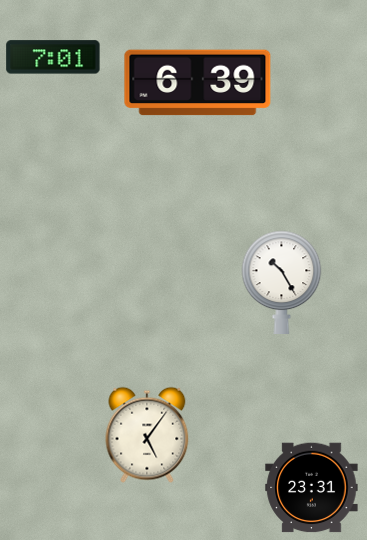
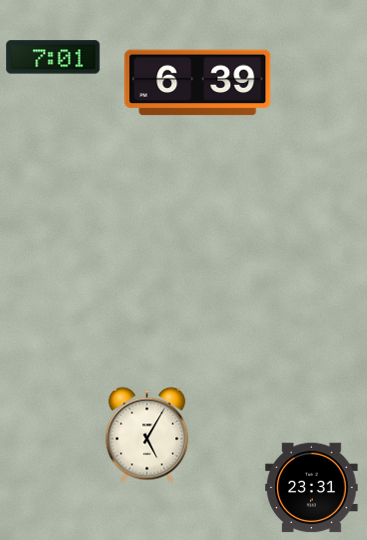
clock at (282, 282): 10:25 -> none
clock at (147, 435): 5:06 -> 5:05
